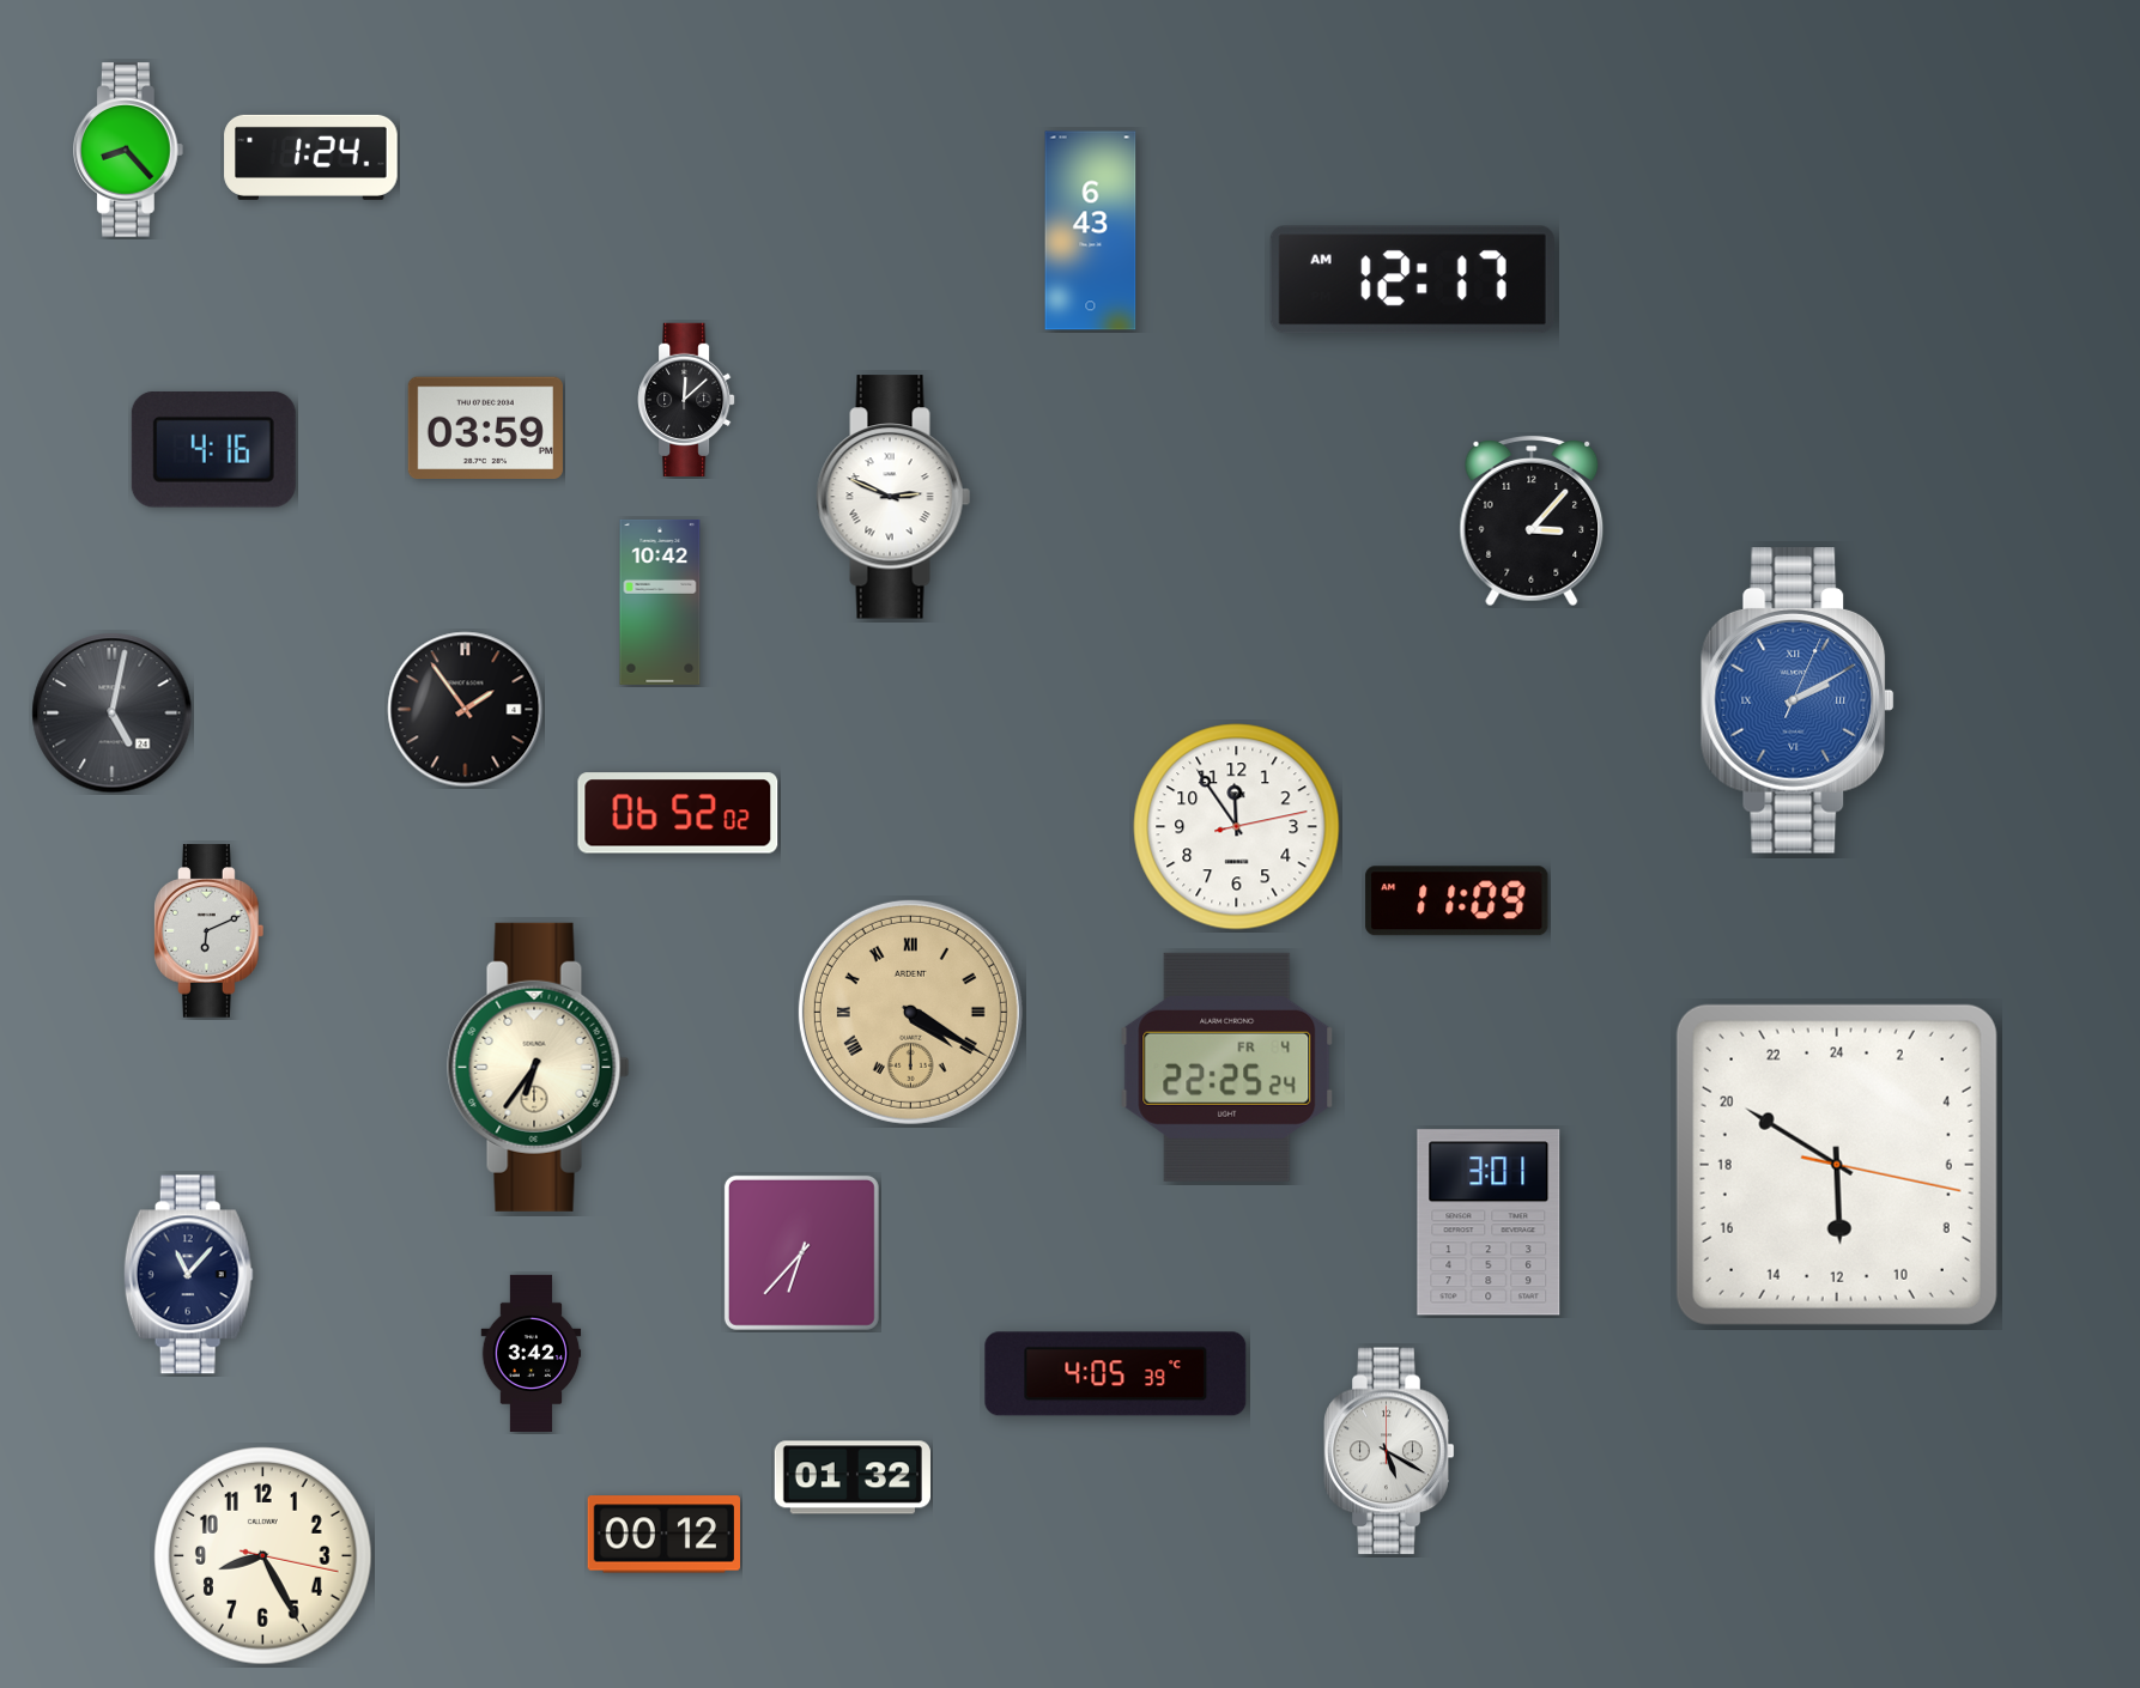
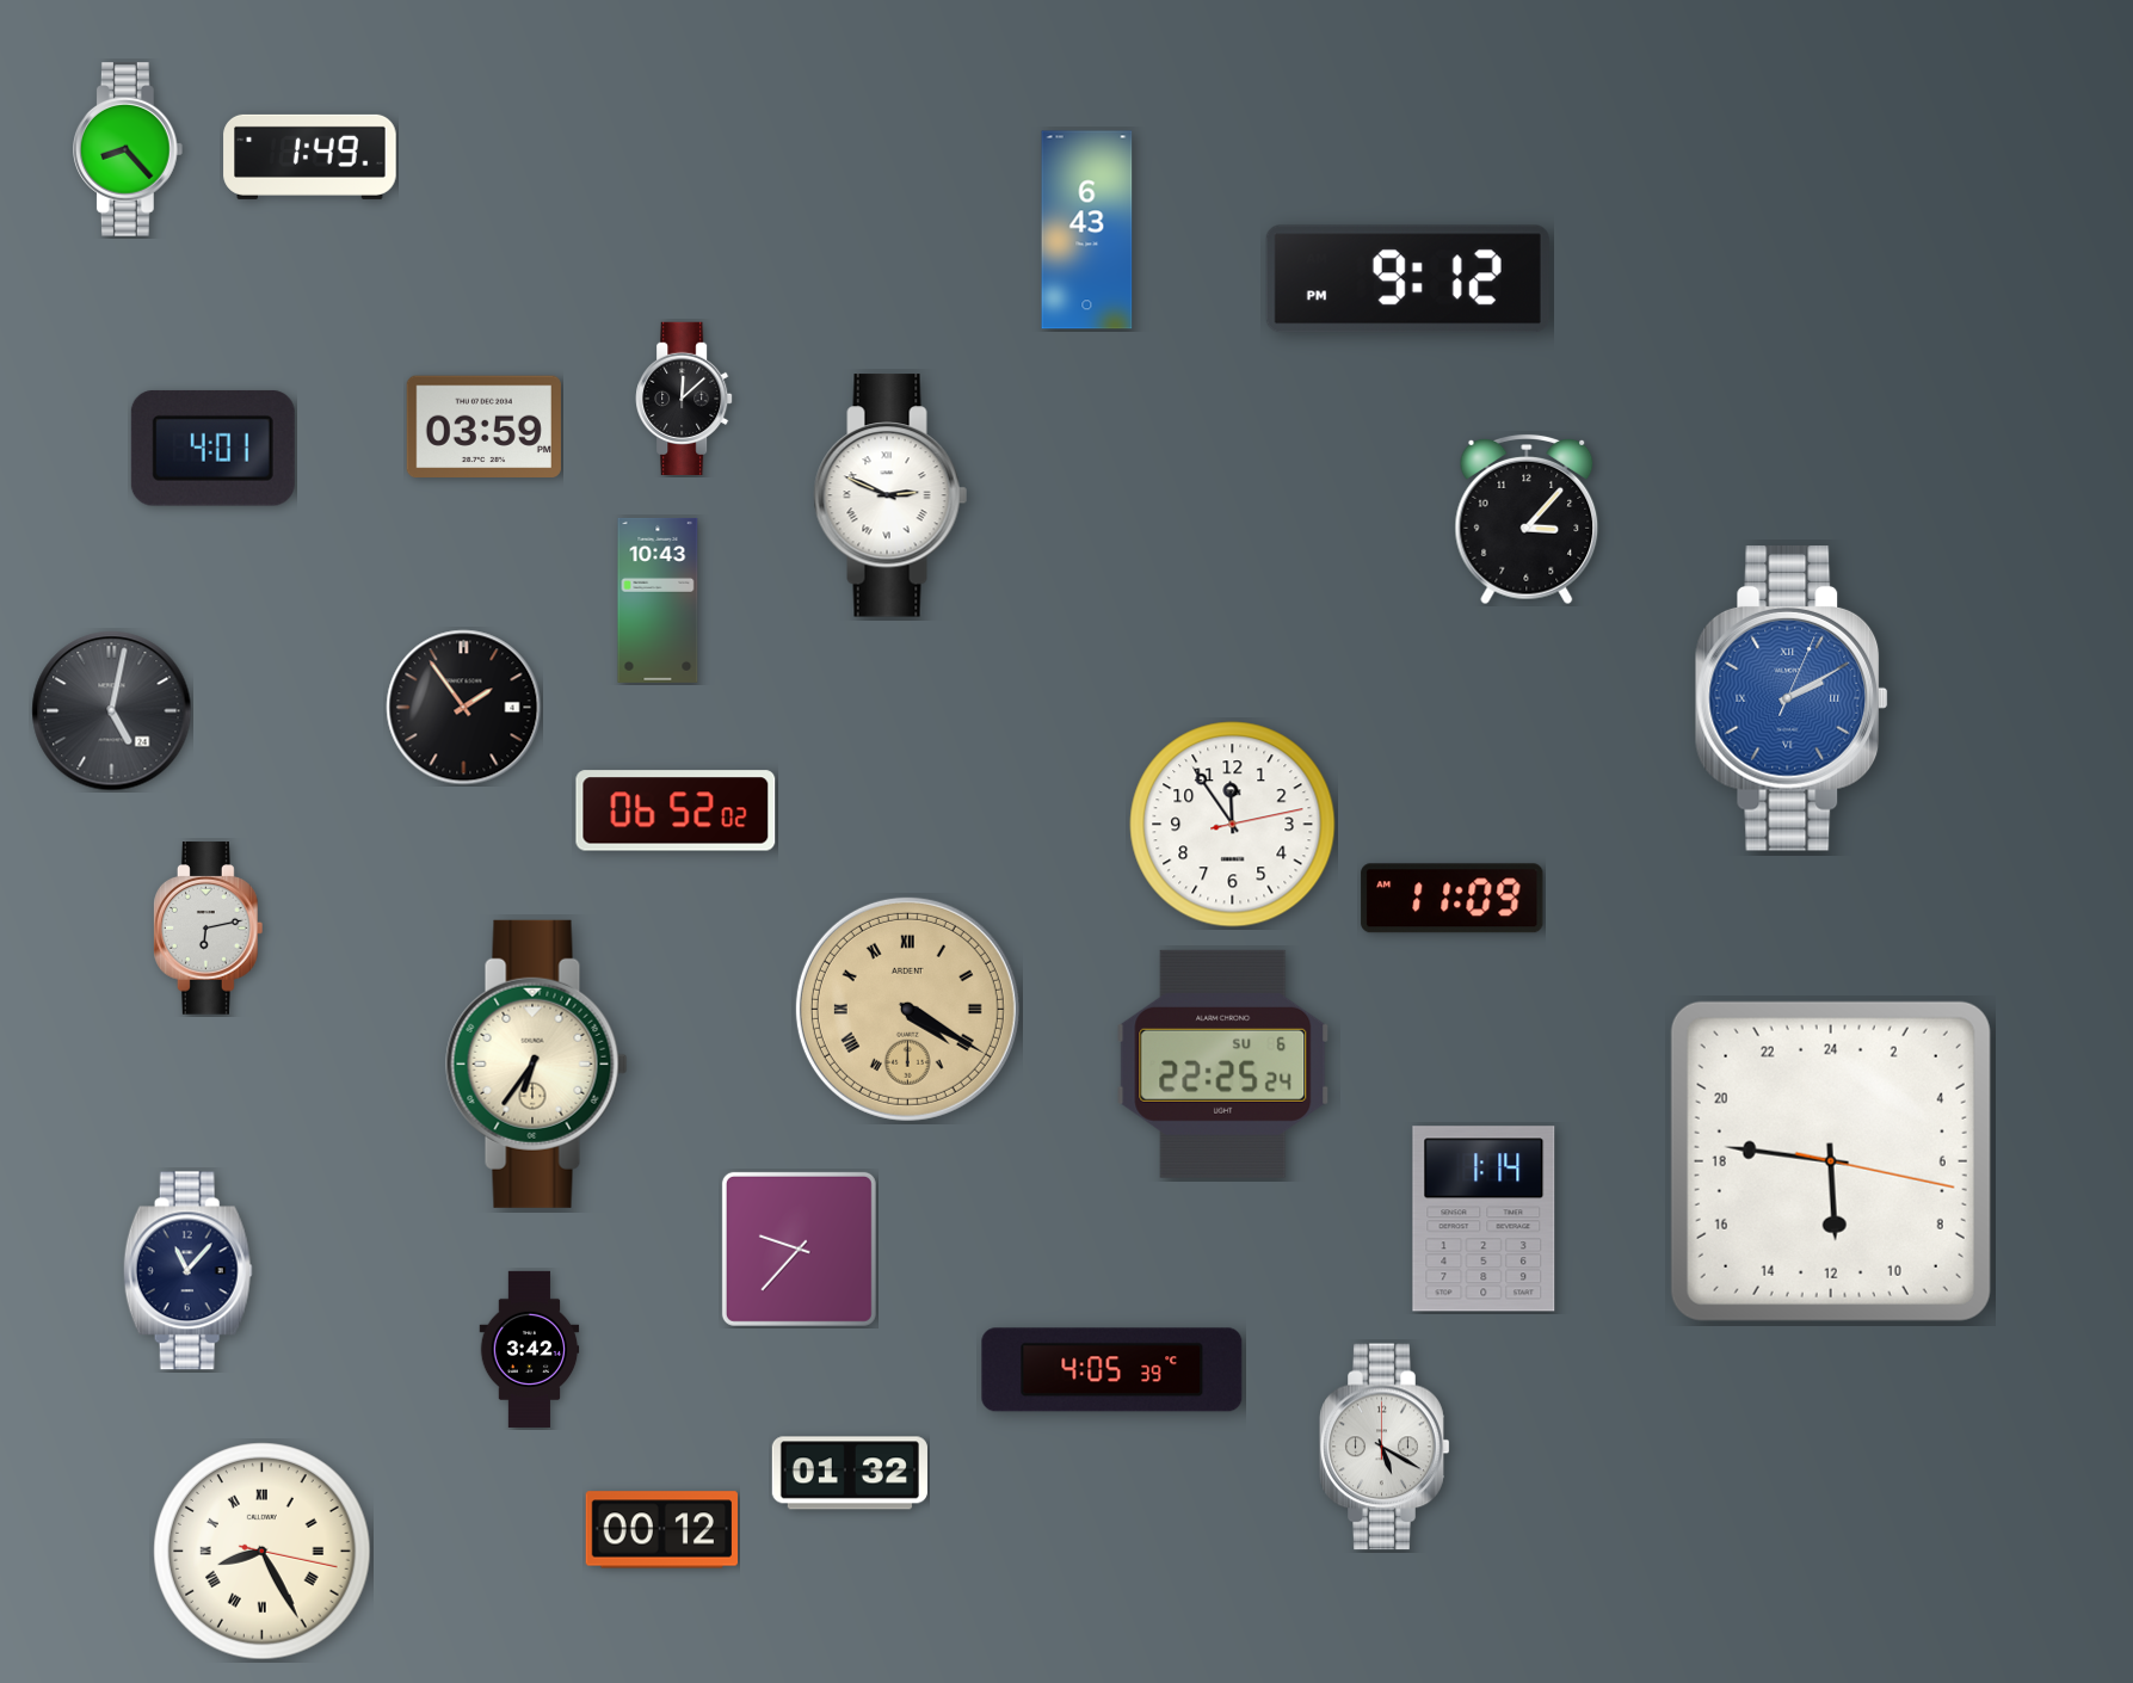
clock at (311, 157): 1:24 -> 1:49
clock at (1412, 280): 12:17 -> 9:12
clock at (213, 450): 4:16 -> 4:01
clock at (660, 602): 10:42 -> 10:43
clock at (210, 931): 6:11 -> 6:13
clock at (1227, 1067) date: FR 4 -> SU 6
clock at (1837, 1165): 11:50 -> 11:46
clock at (1489, 1222): 3:01 -> 1:14
clock at (801, 1252): 6:37 -> 9:37
clock at (263, 1556) numerals: Arabic -> Roman
